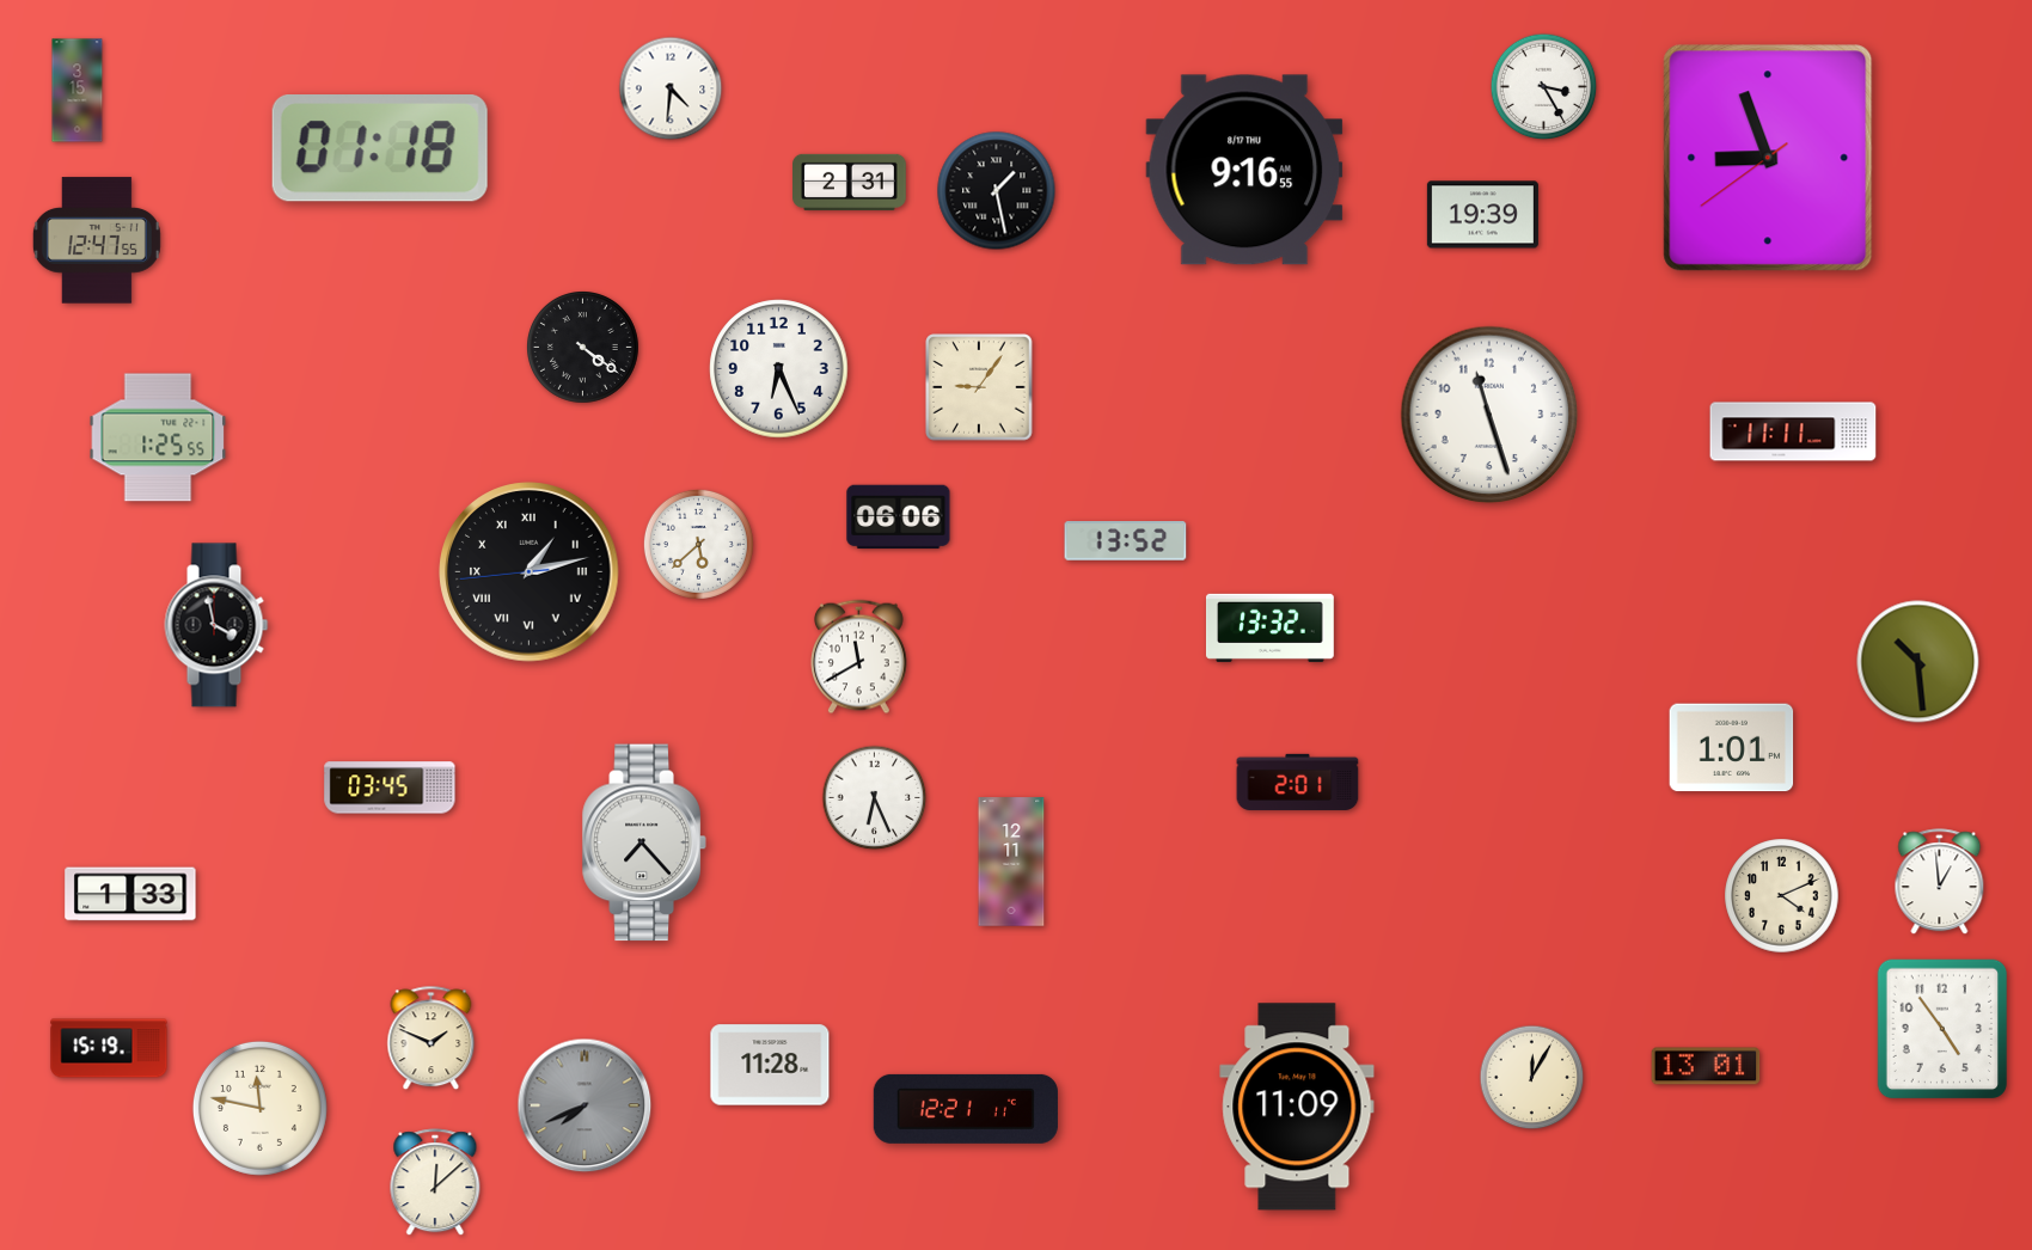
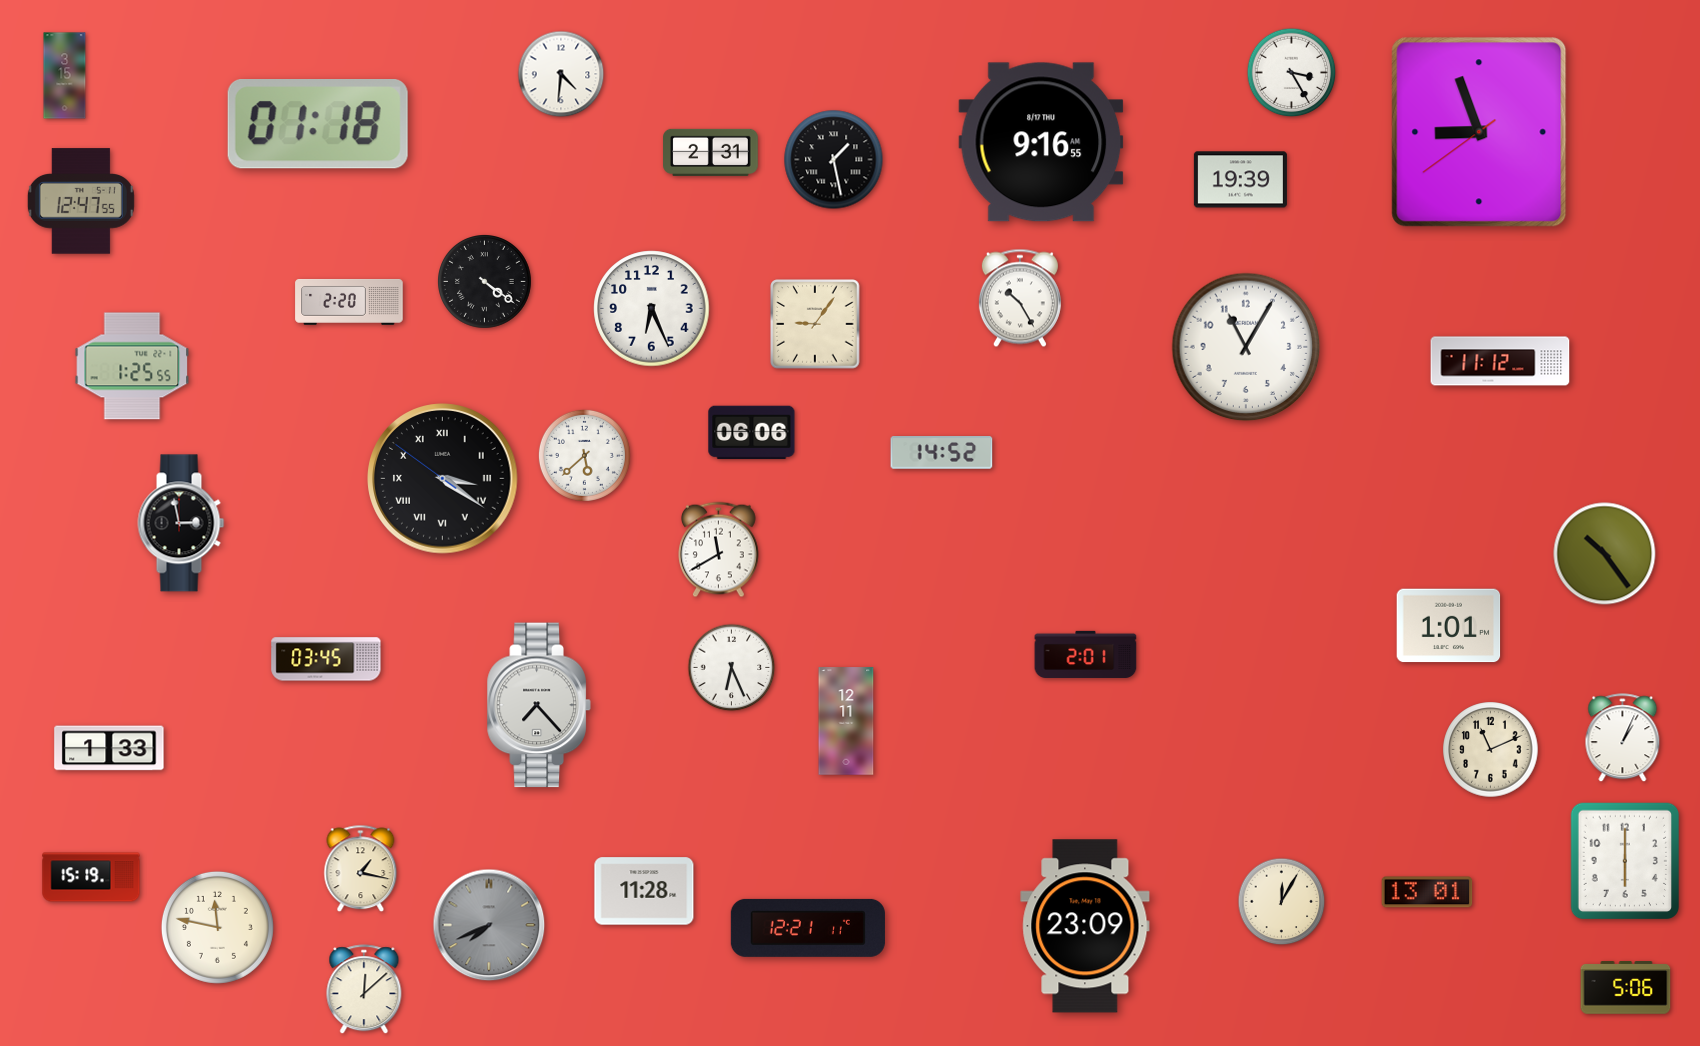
clock at (583, 348) position: (583, 348) -> (485, 282)
clock at (1020, 298): none -> 10:25
clock at (349, 302): none -> 2:20
clock at (979, 387) position: (979, 387) -> (815, 324)
clock at (1489, 415): 11:27 -> 11:05
clock at (1793, 431): 11:11 -> 11:12
clock at (1126, 541): 13:52 -> 14:52
clock at (530, 572): 1:12 -> 3:20
clock at (216, 625): 3:58 -> 2:58
clock at (1269, 627): 13:32 -> none
clock at (1918, 662): 10:29 -> 10:24
clock at (1940, 882): 12:59 -> 1:04
clock at (1782, 896): 4:11 -> 11:11
clock at (1942, 1029): 4:54 -> 6:00
clock at (432, 1038): 1:49 -> 1:17
clock at (1297, 1107): 11:09 -> 23:09
clock at (1626, 988): none -> 5:06
